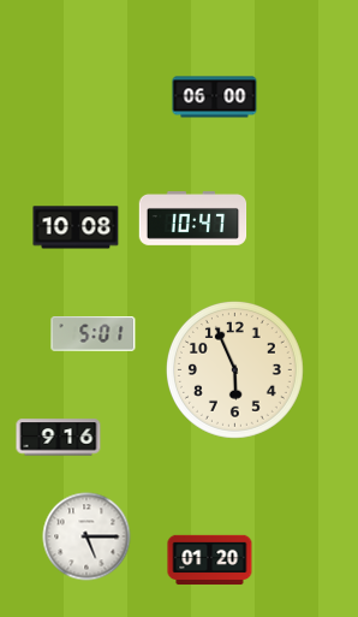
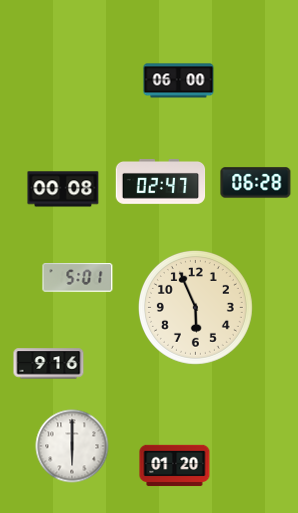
clock at (193, 218): 10:47 -> 02:47
clock at (256, 183): none -> 06:28
clock at (76, 227): 10:08 -> 00:08
clock at (86, 536): 5:15 -> 6:00
